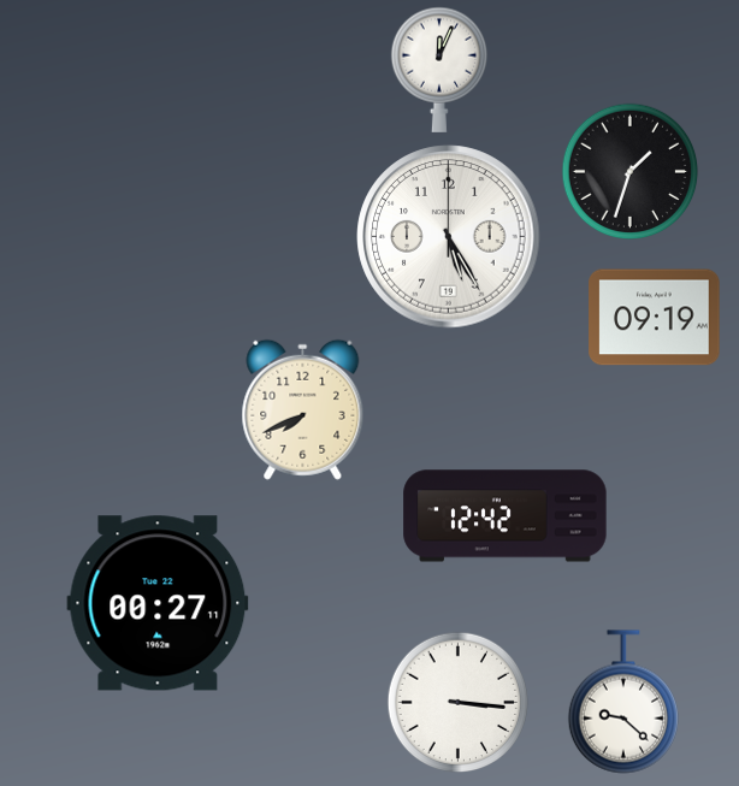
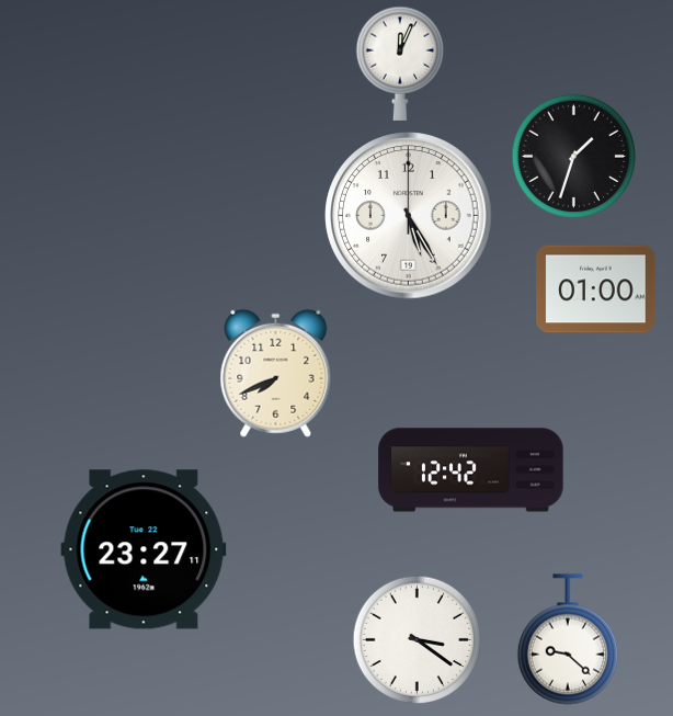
clock at (655, 318): 09:19 -> 01:00
clock at (506, 516) position: (506, 516) -> (471, 470)
clock at (158, 603): 00:27 -> 23:27
clock at (459, 703): 3:16 -> 3:21
